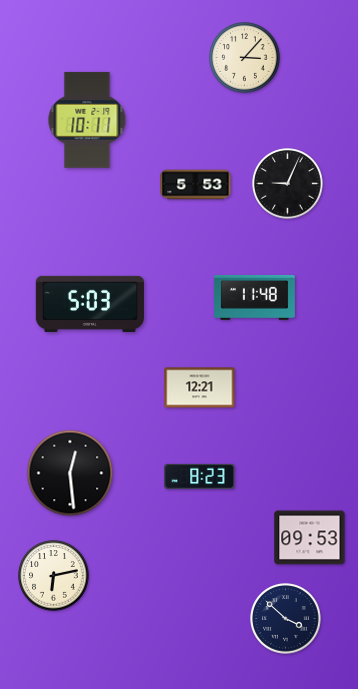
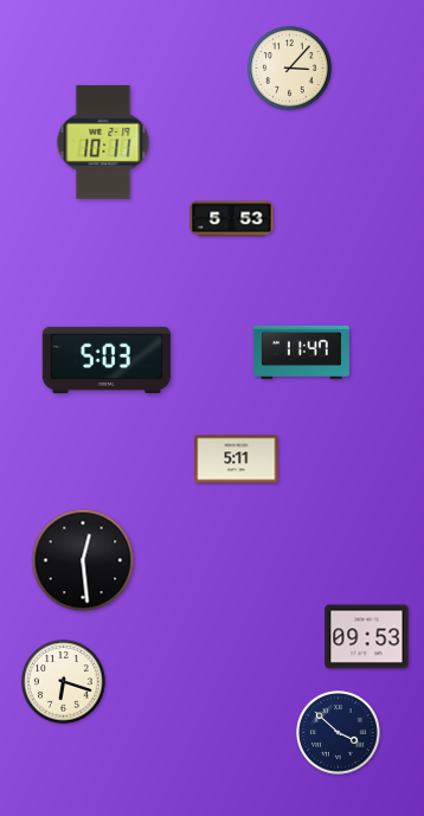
clock at (288, 184): 9:04 -> none
clock at (254, 297): 11:48 -> 11:47
clock at (200, 388): 12:21 -> 5:11
clock at (200, 476): 8:23 -> none
clock at (54, 576): 6:13 -> 6:18
